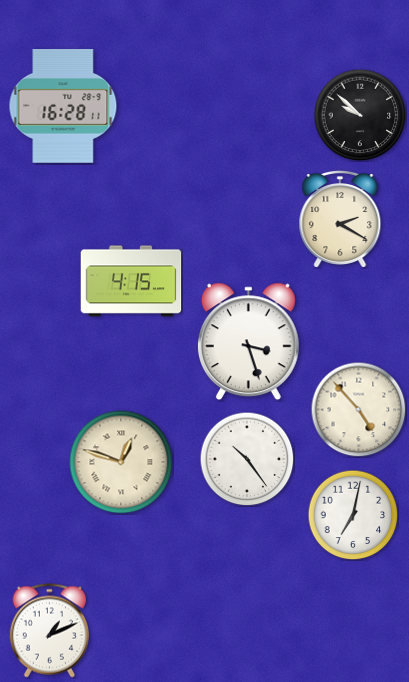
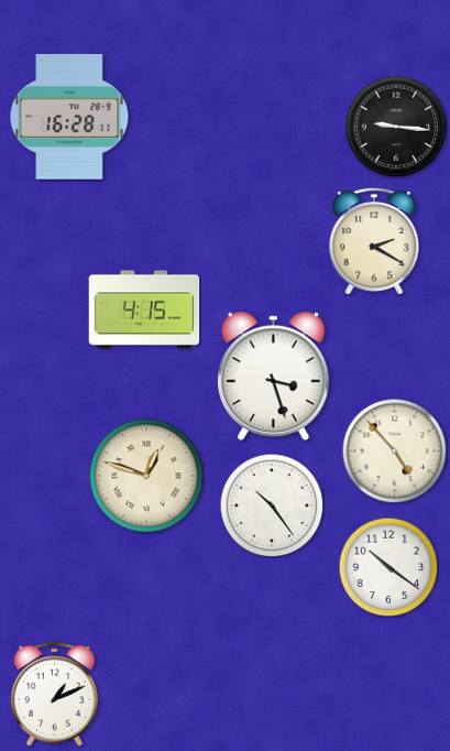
clock at (360, 115): 9:52 -> 9:16
clock at (121, 462) position: (121, 462) -> (146, 476)
clock at (353, 515): 7:02 -> 10:21
